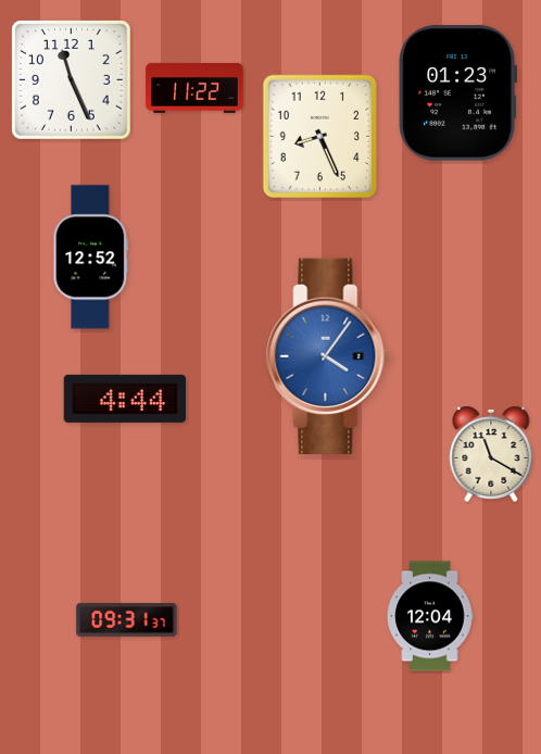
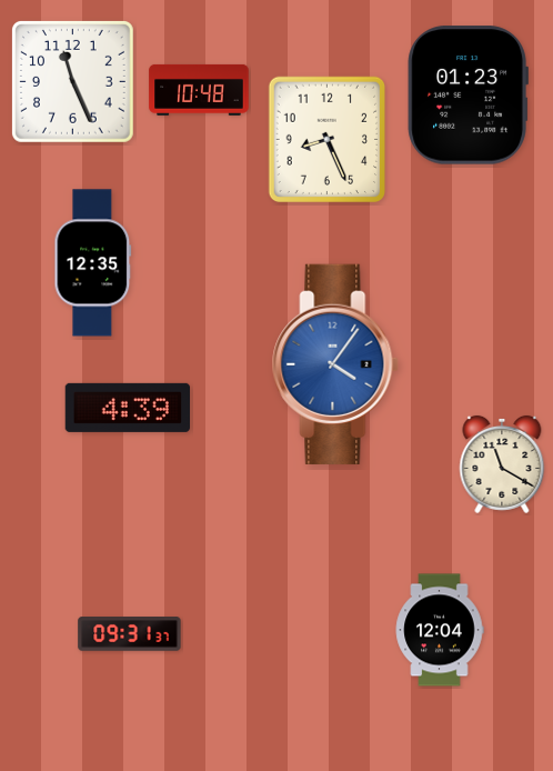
clock at (194, 88): 11:22 -> 10:48
clock at (91, 257): 12:52 -> 12:35
clock at (124, 399): 4:44 -> 4:39
